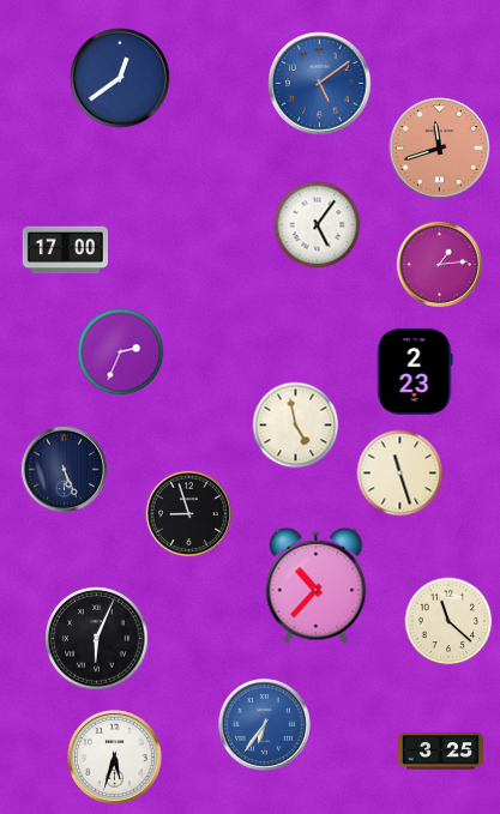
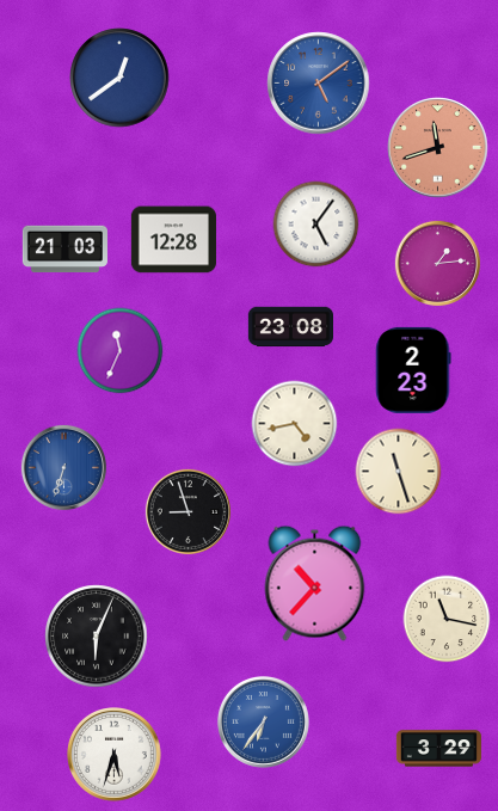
clock at (173, 240): none -> 12:28
clock at (65, 251): 17:00 -> 21:03
clock at (290, 327): none -> 23:08
clock at (121, 352): 2:34 -> 11:34
clock at (296, 426): 4:58 -> 4:43
clock at (64, 469): 5:26 -> 6:33
clock at (64, 469) dial: navy -> blue
clock at (448, 621): 11:22 -> 11:17
clock at (440, 752): 3:25 -> 3:29
